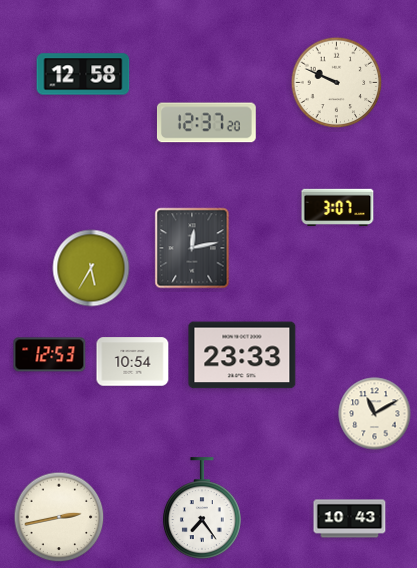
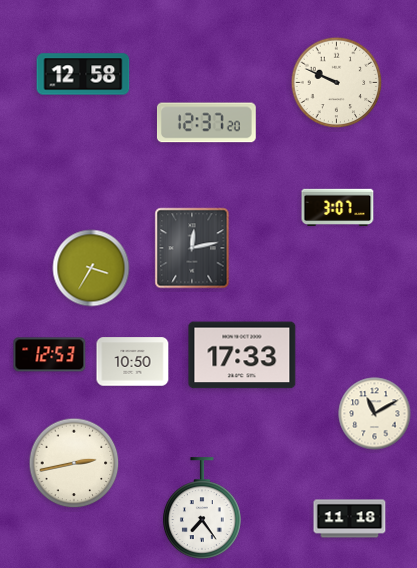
clock at (91, 268): 5:35 -> 3:35
clock at (242, 355): 23:33 -> 17:33
clock at (133, 362): 10:54 -> 10:50
clock at (59, 517) position: (59, 517) -> (74, 463)
clock at (350, 519): 10:43 -> 11:18
